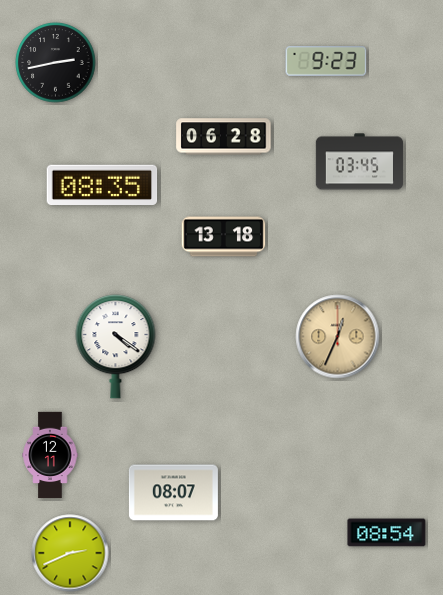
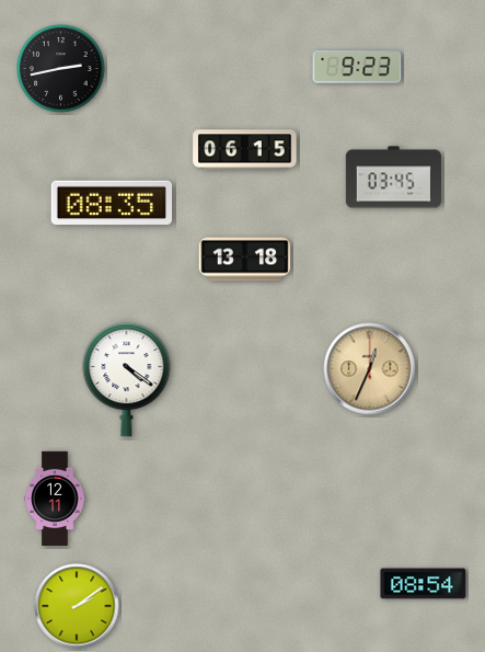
clock at (224, 137): 06:28 -> 06:15
clock at (173, 493): 08:07 -> none
clock at (70, 553): 2:41 -> 2:09
